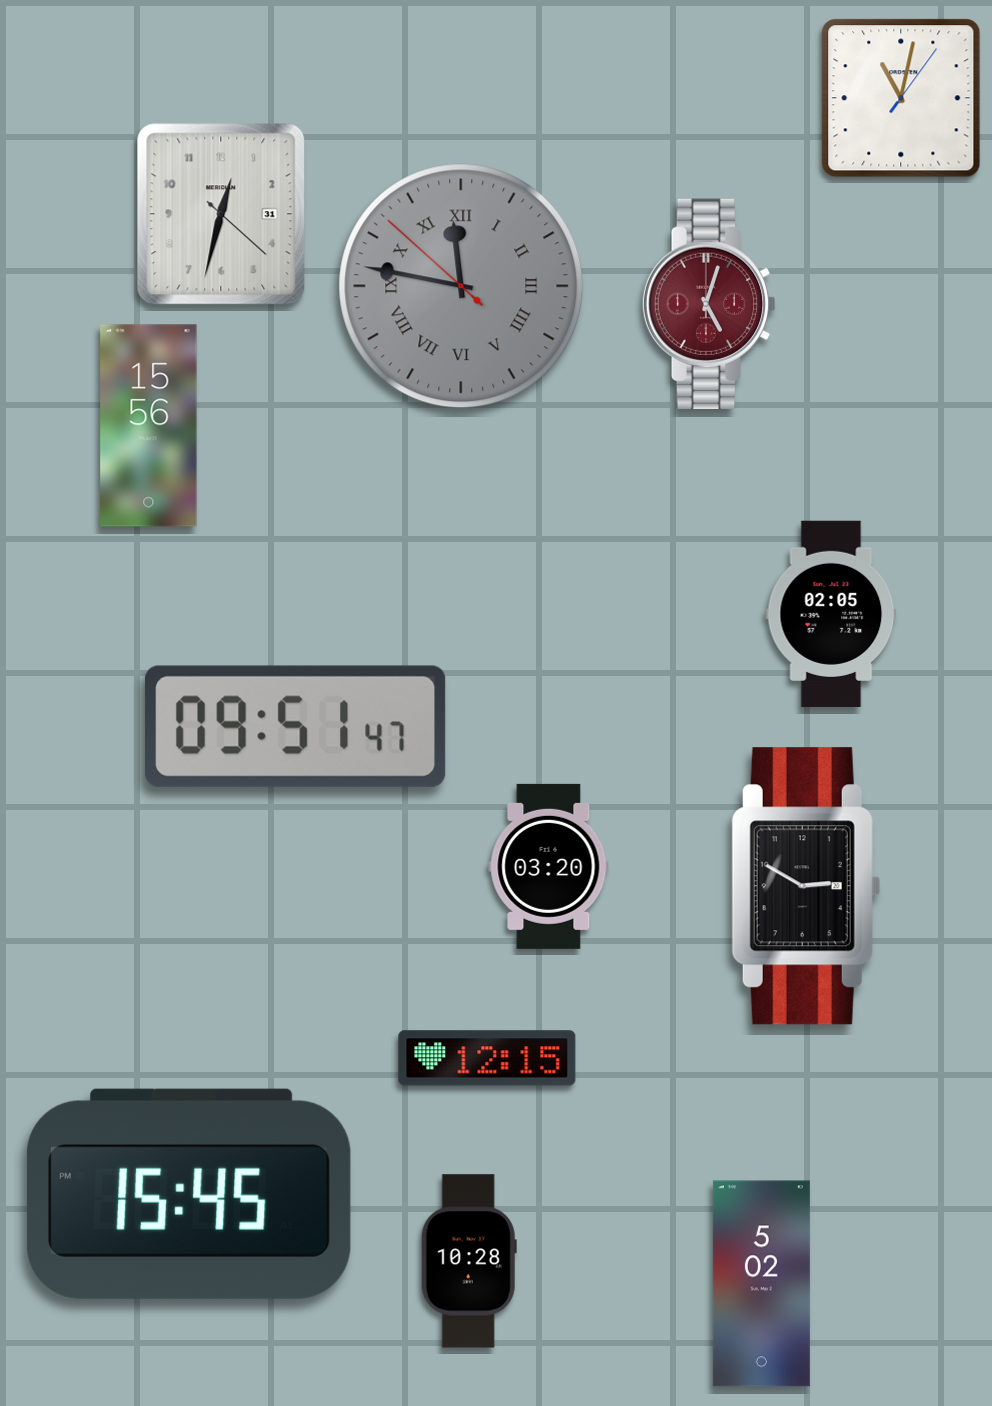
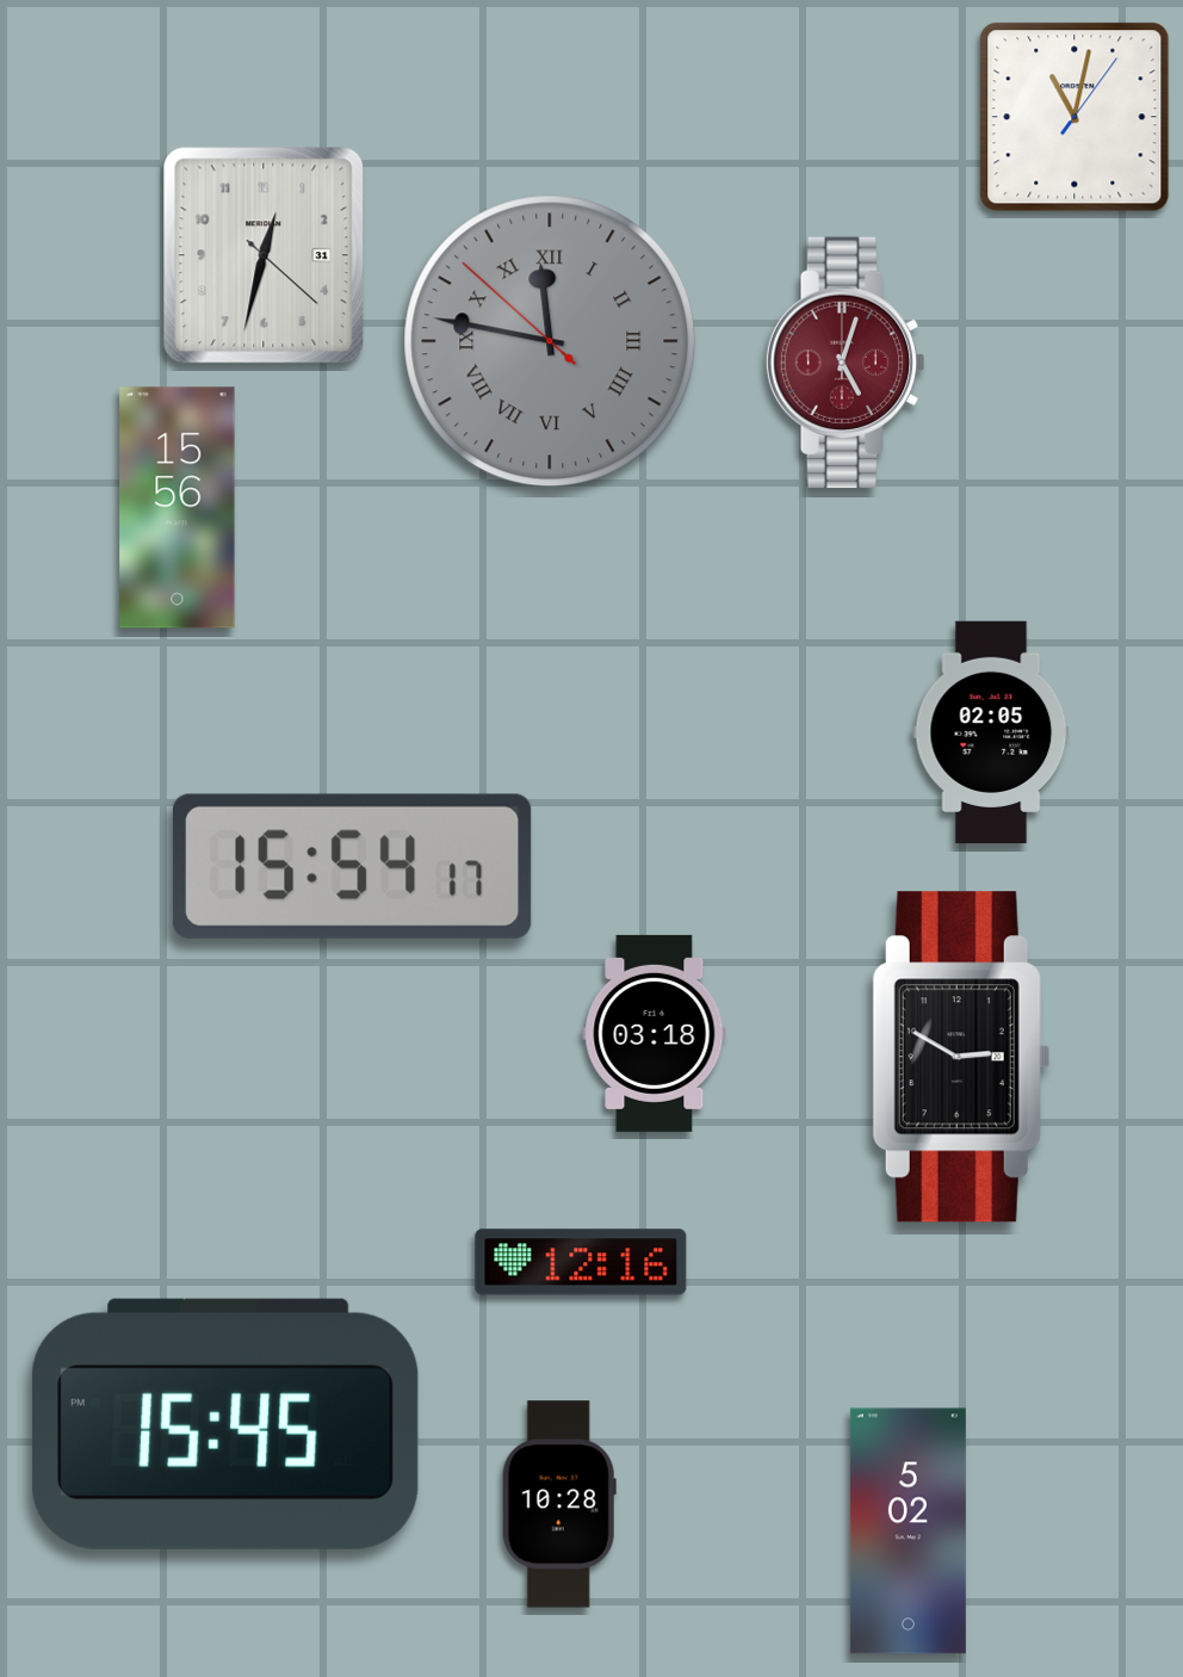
clock at (295, 726): 09:51 -> 15:54
clock at (549, 866): 03:20 -> 03:18
clock at (487, 1058): 12:15 -> 12:16
